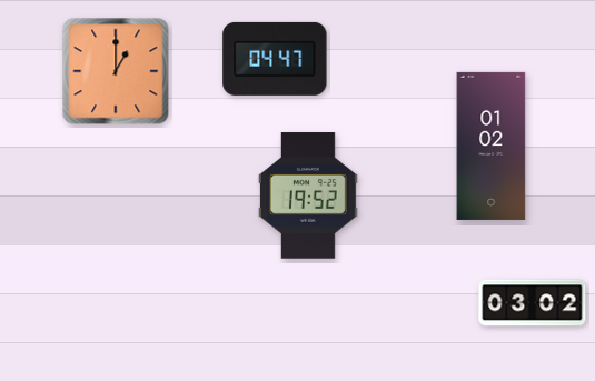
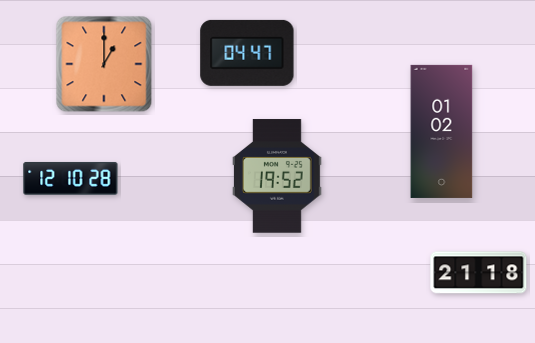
clock at (71, 178): none -> 12:10
clock at (533, 303): 03:02 -> 21:18
